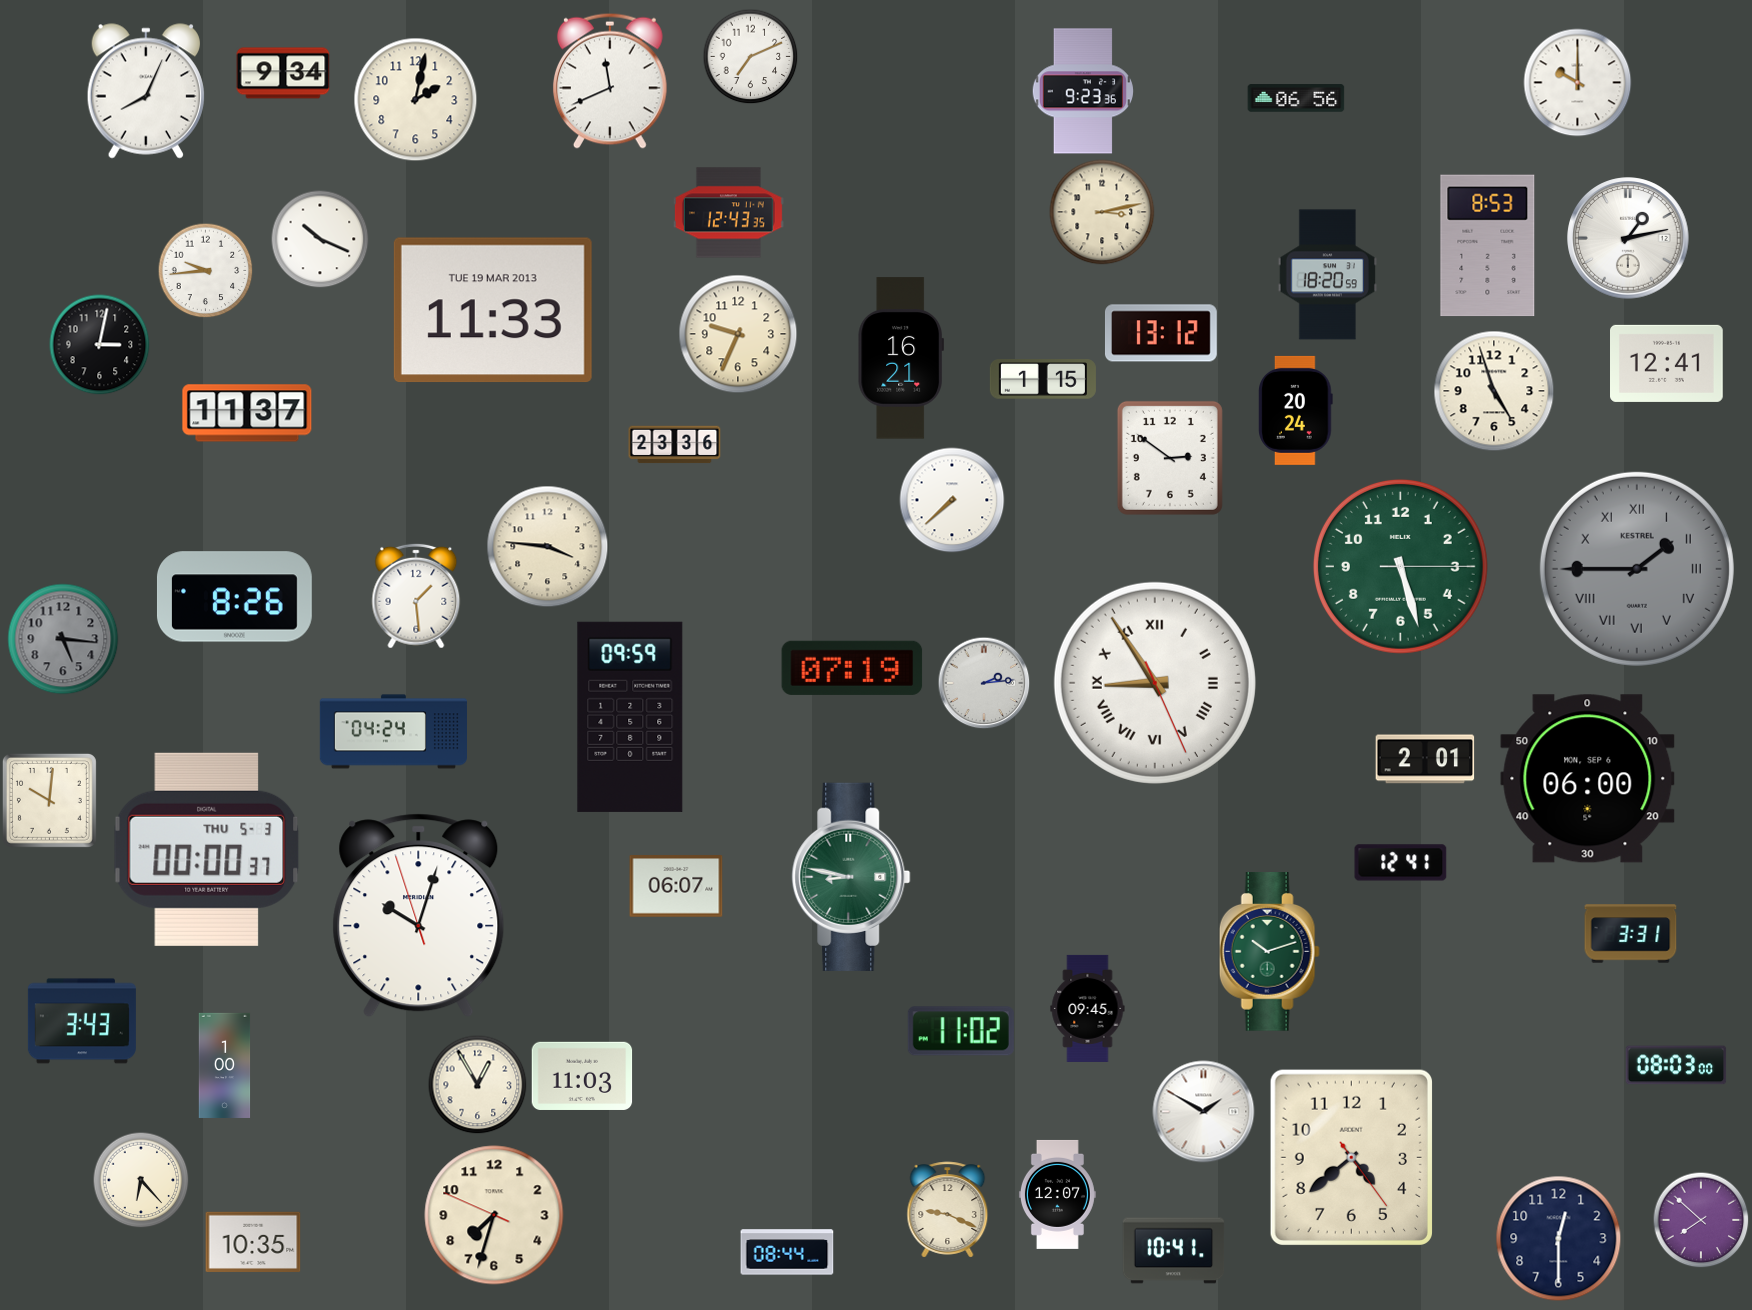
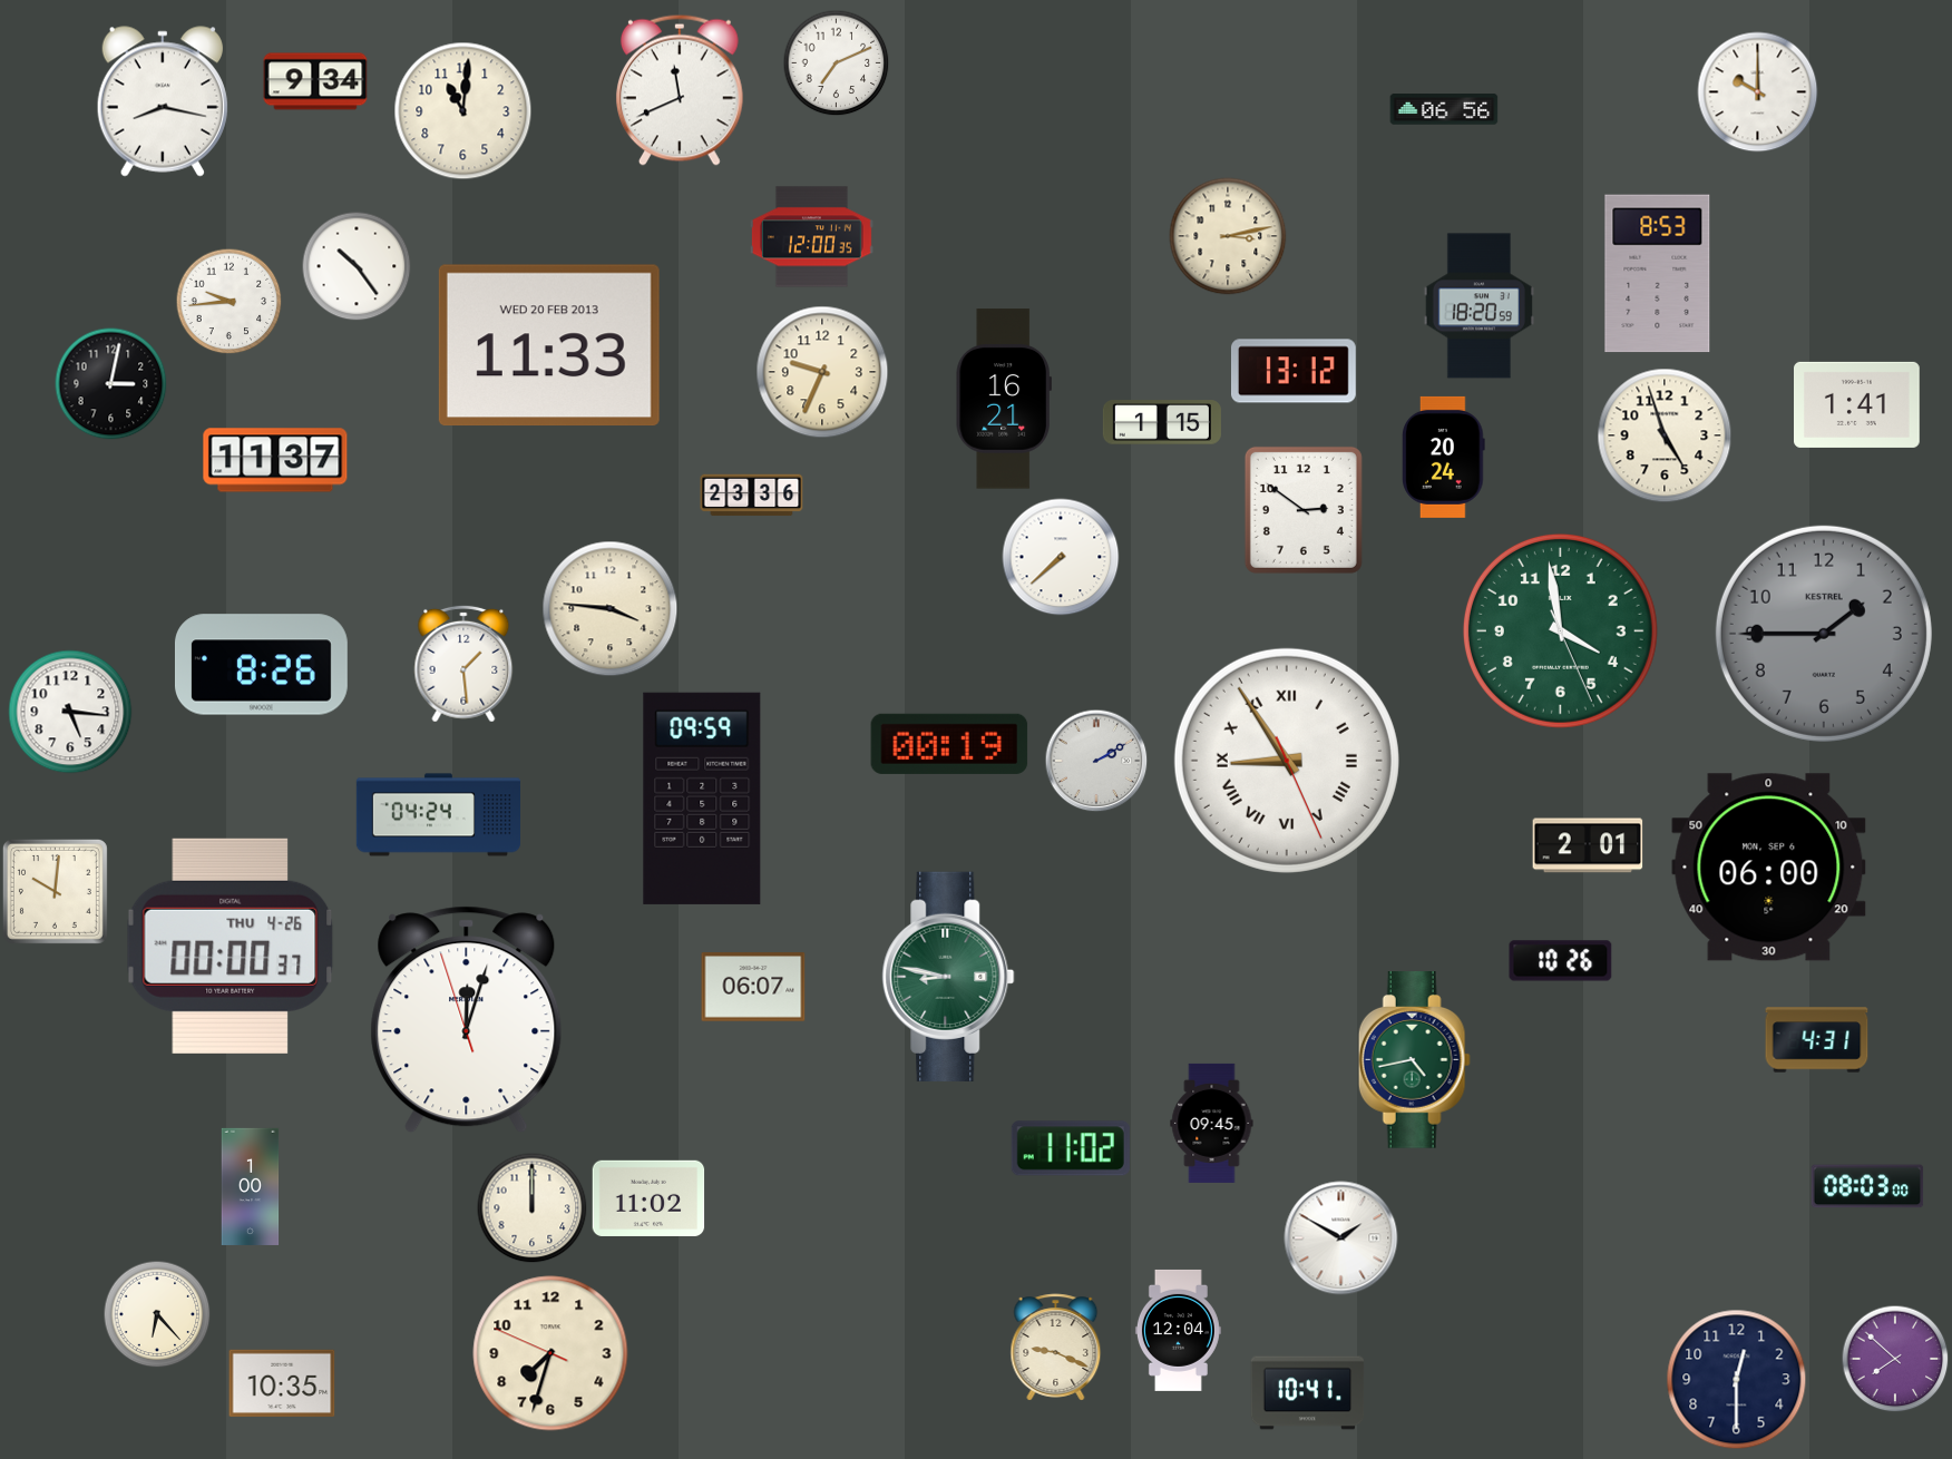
clock at (146, 91): 8:04 -> 8:17
clock at (1083, 91): 9:23 -> none
clock at (416, 100): 2:02 -> 11:01
clock at (728, 213): 12:43 -> 12:00
clock at (1628, 238): 1:13 -> none
clock at (320, 239): 10:19 -> 10:24
clock at (493, 310) date: TUE 19 MAR 2013 -> WED 20 FEB 2013
clock at (1667, 363): 12:41 -> 1:41
clock at (1400, 566): 5:27 -> 3:58
clock at (1637, 569) numerals: Roman -> Arabic
clock at (63, 639) dial: grey -> white
clock at (852, 668): 07:19 -> 00:19
clock at (984, 683): 2:14 -> 2:10
clock at (207, 849) date: THU 5-3 -> THU 4-26
clock at (1401, 863): 12:41 -> 10:26
clock at (419, 916): 10:02 -> 12:02
clock at (1631, 934): 3:31 -> 4:31
clock at (1269, 952): 10:12 -> 4:43
clock at (82, 1021): 3:43 -> none
clock at (582, 1076): 11:03 -> 11:02
clock at (478, 1085): 12:55 -> 12:00
clock at (1351, 1157): 4:38 -> none
clock at (1057, 1194): 12:07 -> 12:04
clock at (787, 1252): 08:44 -> none
